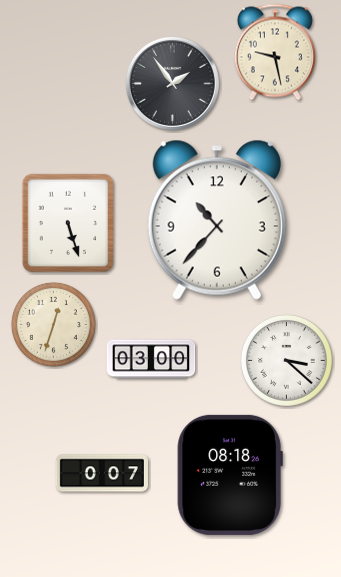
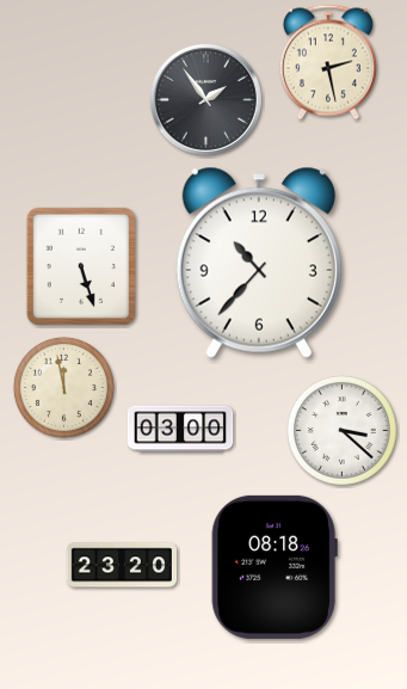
clock at (275, 52): 9:28 -> 2:28
clock at (53, 324): 12:33 -> 11:58
clock at (102, 473): 0:07 -> 23:20
